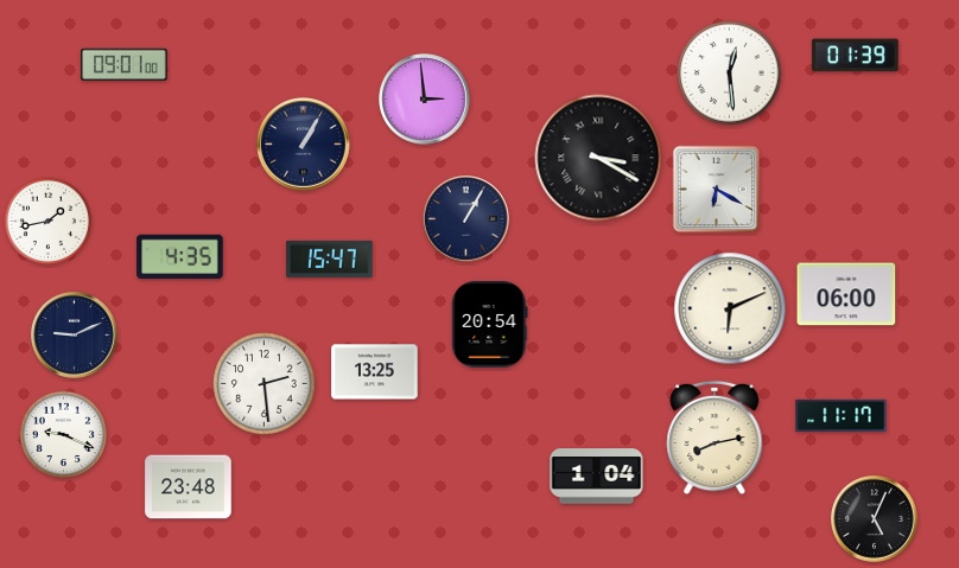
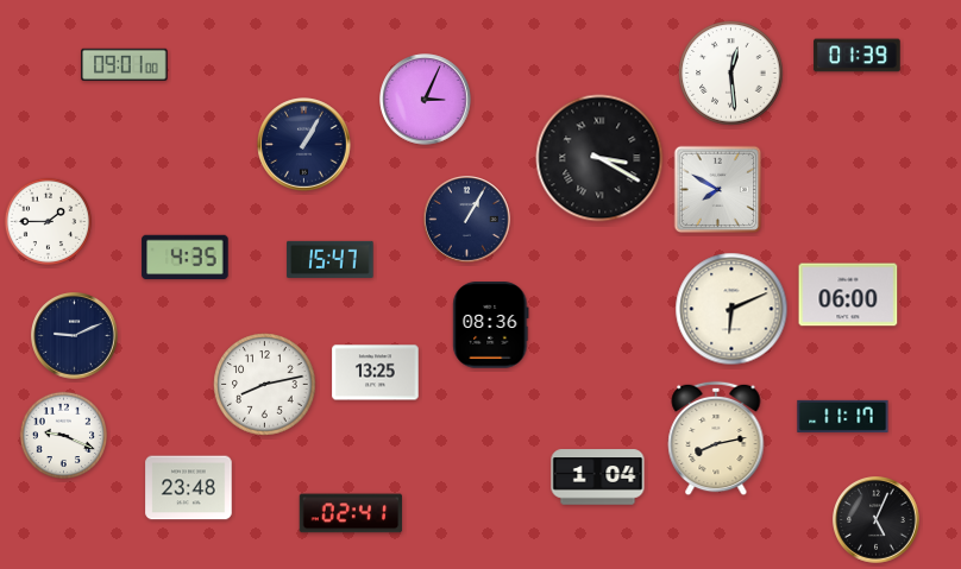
clock at (425, 100): 2:59 -> 3:04
clock at (717, 190): 6:20 -> 7:50
clock at (47, 221): 1:43 -> 1:45
clock at (180, 257) position: (180, 257) -> (186, 258)
clock at (490, 325): 20:54 -> 08:36
clock at (265, 384): 2:29 -> 8:13
clock at (351, 513): none -> 02:41
